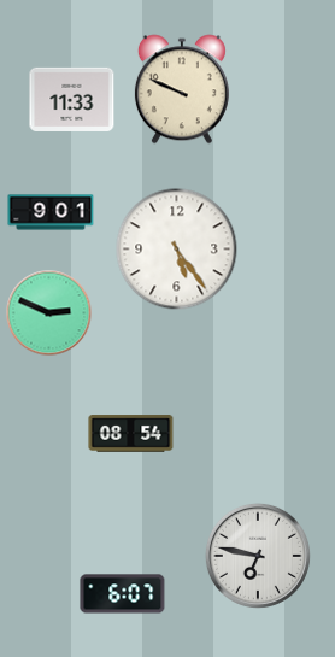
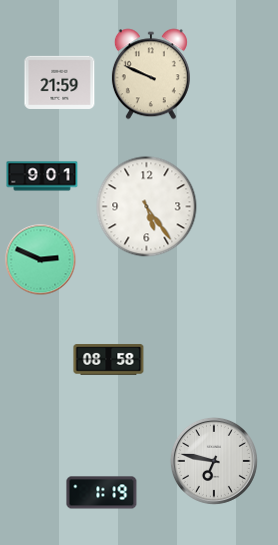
clock at (72, 99): 11:33 -> 21:59
clock at (131, 434): 08:54 -> 08:58
clock at (123, 594): 6:07 -> 1:19
